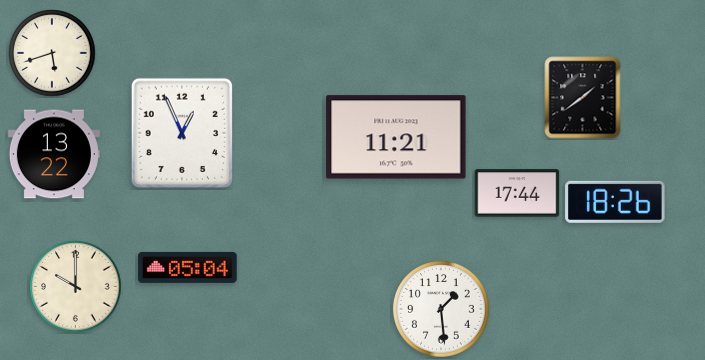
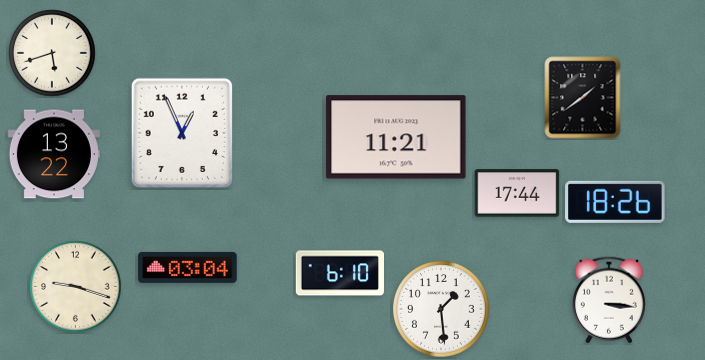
clock at (188, 267): 05:04 -> 03:04
clock at (340, 273): none -> 6:10
clock at (76, 287): 10:00 -> 9:18
clock at (609, 300): none -> 3:16
